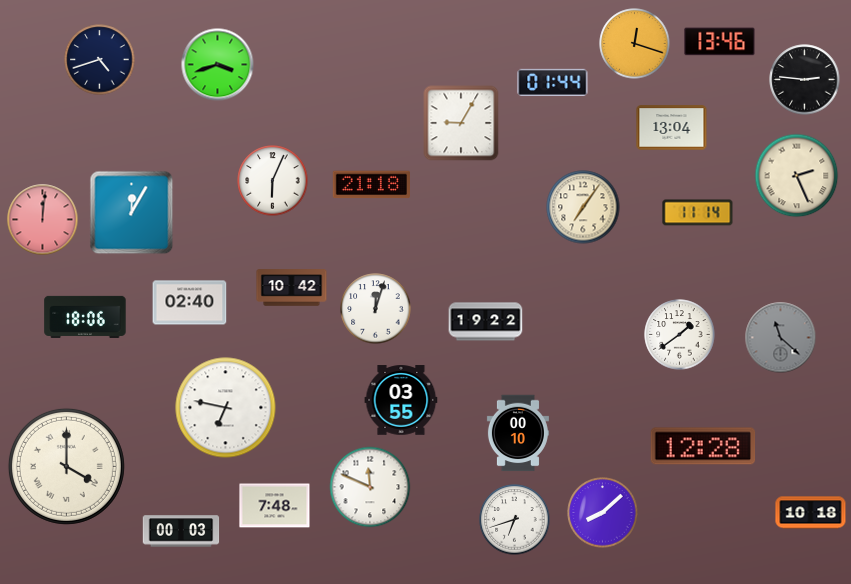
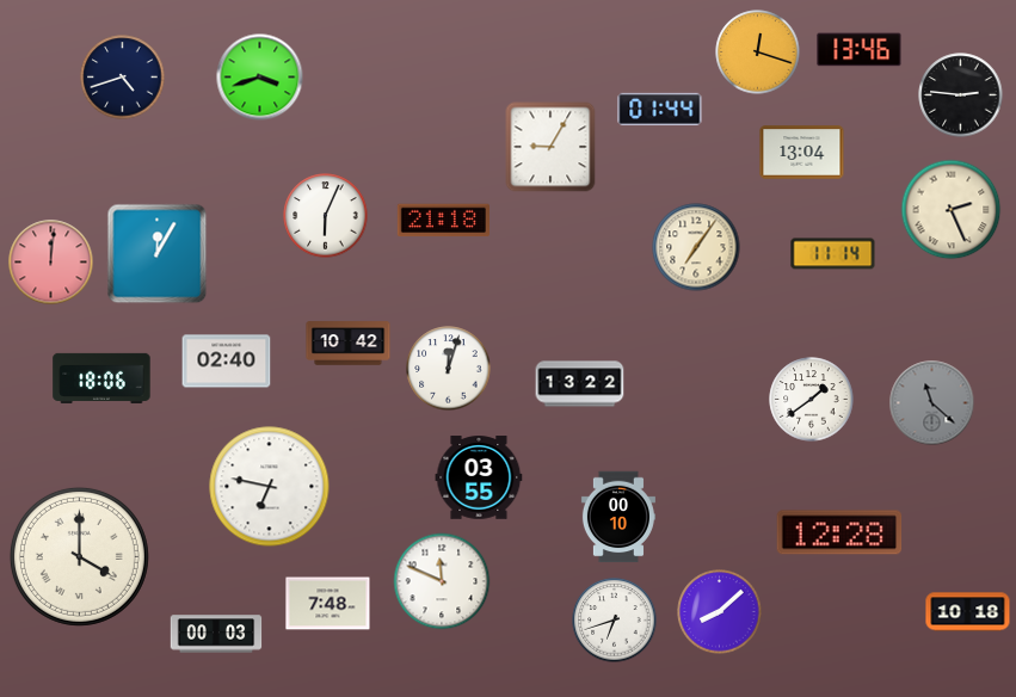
clock at (100, 60) position: (100, 60) -> (123, 78)
clock at (553, 82) position: (553, 82) -> (660, 109)
clock at (486, 322): 19:22 -> 13:22
